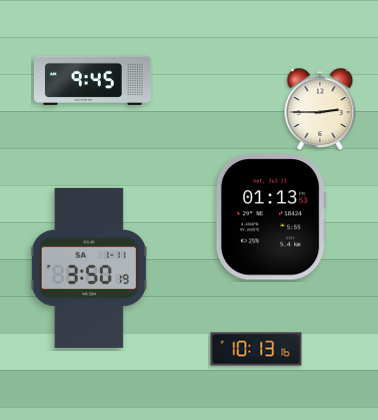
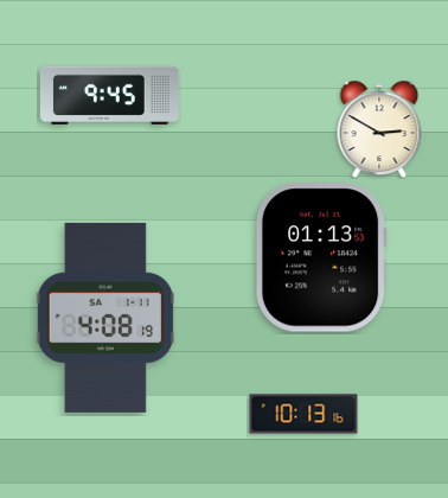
clock at (320, 108): 2:45 -> 2:50
clock at (89, 268): 3:50 -> 4:08
